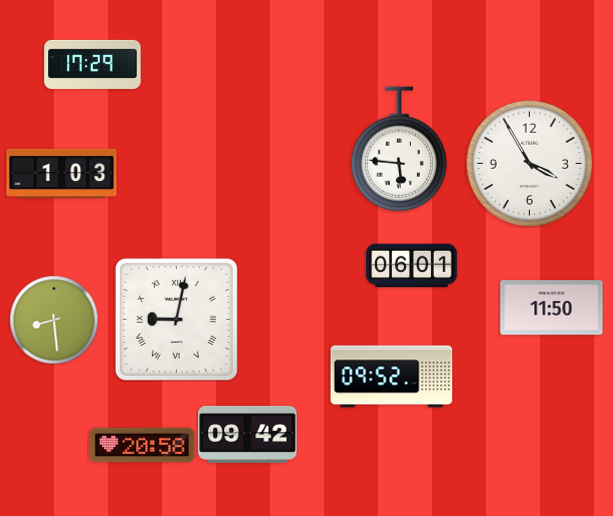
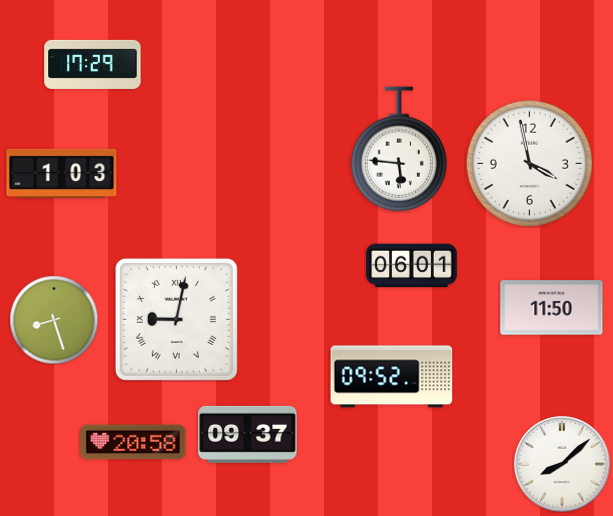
clock at (529, 163): 3:55 -> 3:58
clock at (54, 320): 8:29 -> 8:27
clock at (248, 434): 09:42 -> 09:37
clock at (142, 445) position: (142, 445) -> (133, 442)
clock at (562, 464): none -> 8:08
